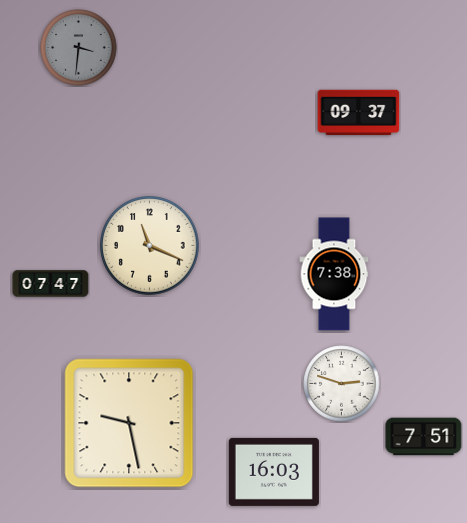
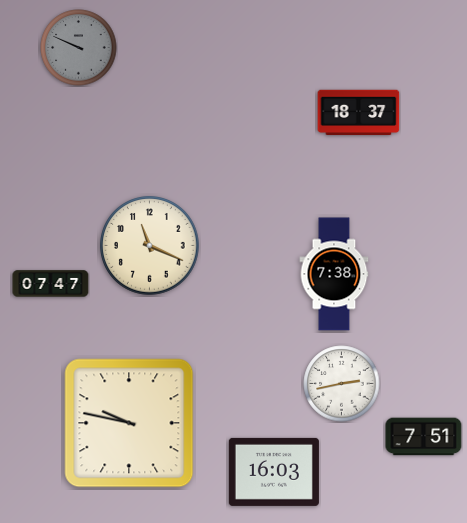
clock at (79, 48): 3:31 -> 9:49
clock at (359, 113): 09:37 -> 18:37
clock at (342, 384): 2:48 -> 2:43
clock at (129, 423): 9:28 -> 9:47
